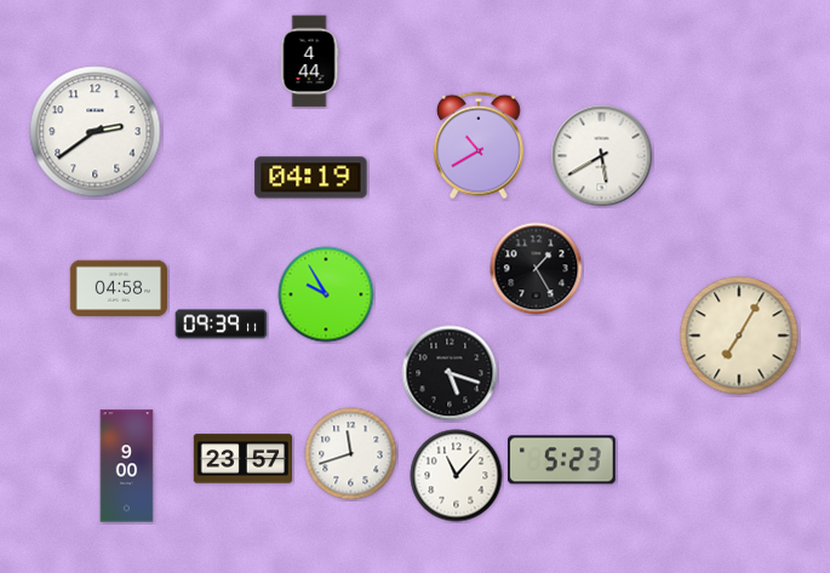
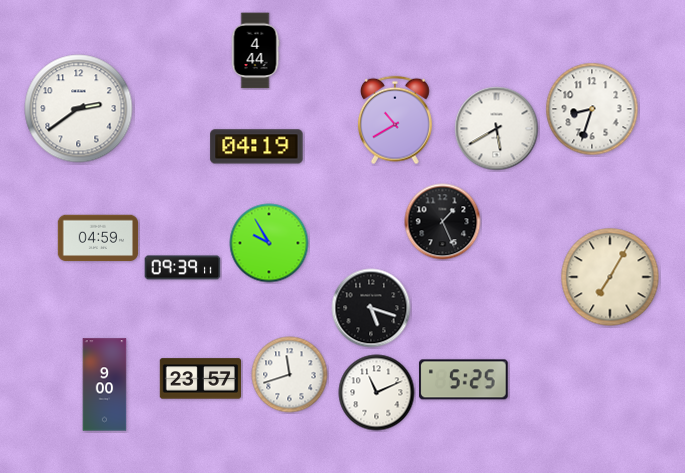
clock at (592, 109): none -> 8:33
clock at (537, 269): 1:25 -> 1:26
clock at (119, 288): 04:58 -> 04:59
clock at (562, 460): 5:23 -> 5:25
clock at (457, 476): 11:07 -> 11:11
